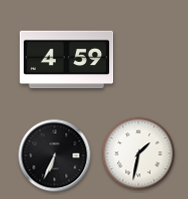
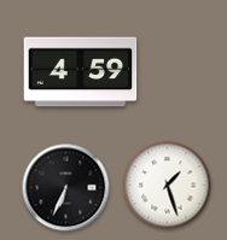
clock at (139, 154): 1:32 -> 1:27
